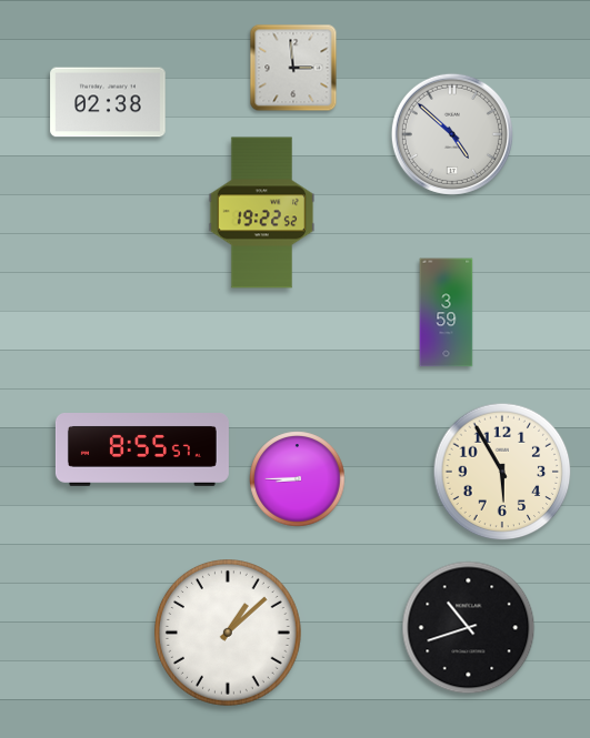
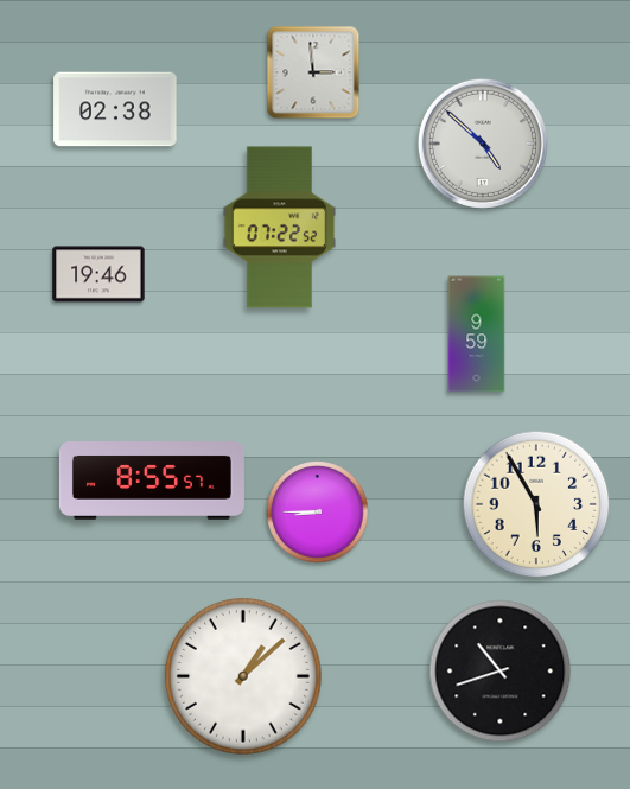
clock at (262, 213): 19:22 -> 07:22
clock at (98, 274): none -> 19:46
clock at (447, 313): 3:59 -> 9:59
